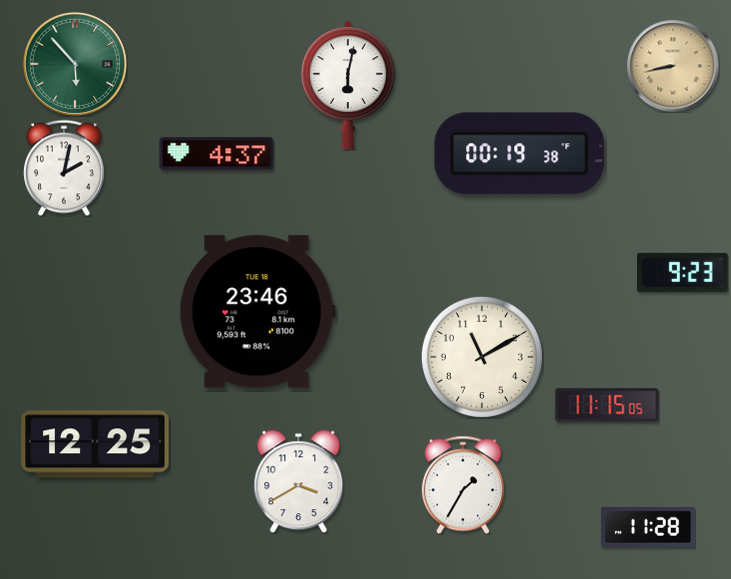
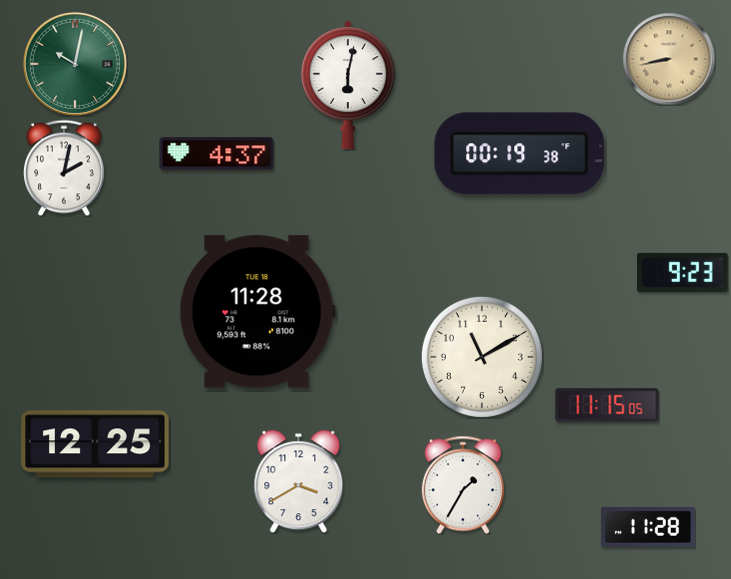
clock at (75, 64): 5:53 -> 10:02
clock at (673, 66) position: (673, 66) -> (669, 59)
clock at (257, 312): 23:46 -> 11:28
